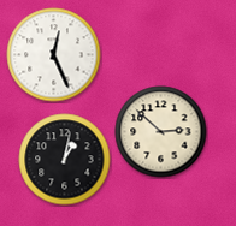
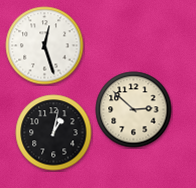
clock at (54, 55): 12:26 -> 12:27
